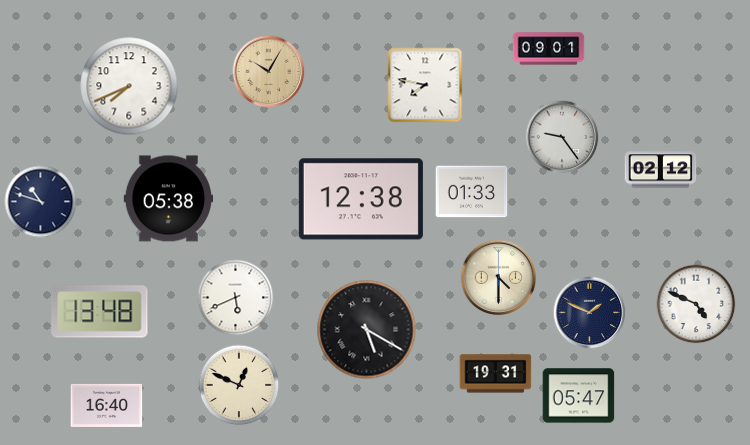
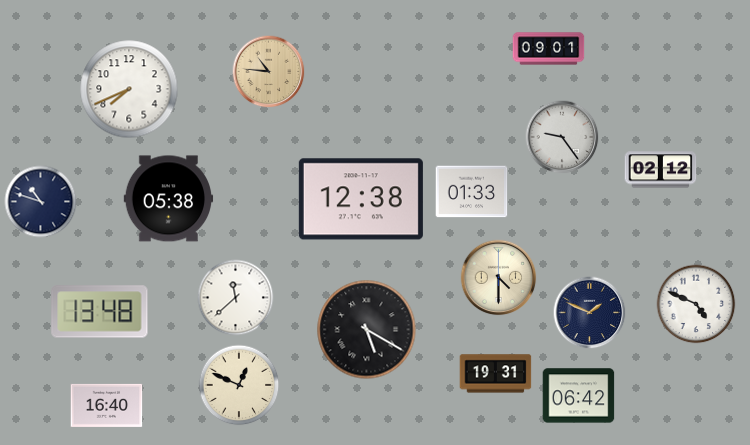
clock at (269, 72): 10:05 -> 10:46
clock at (425, 85): 7:47 -> none
clock at (129, 86) position: (129, 86) -> (129, 89)
clock at (236, 298): 5:41 -> 11:38
clock at (579, 396): 05:47 -> 06:42
